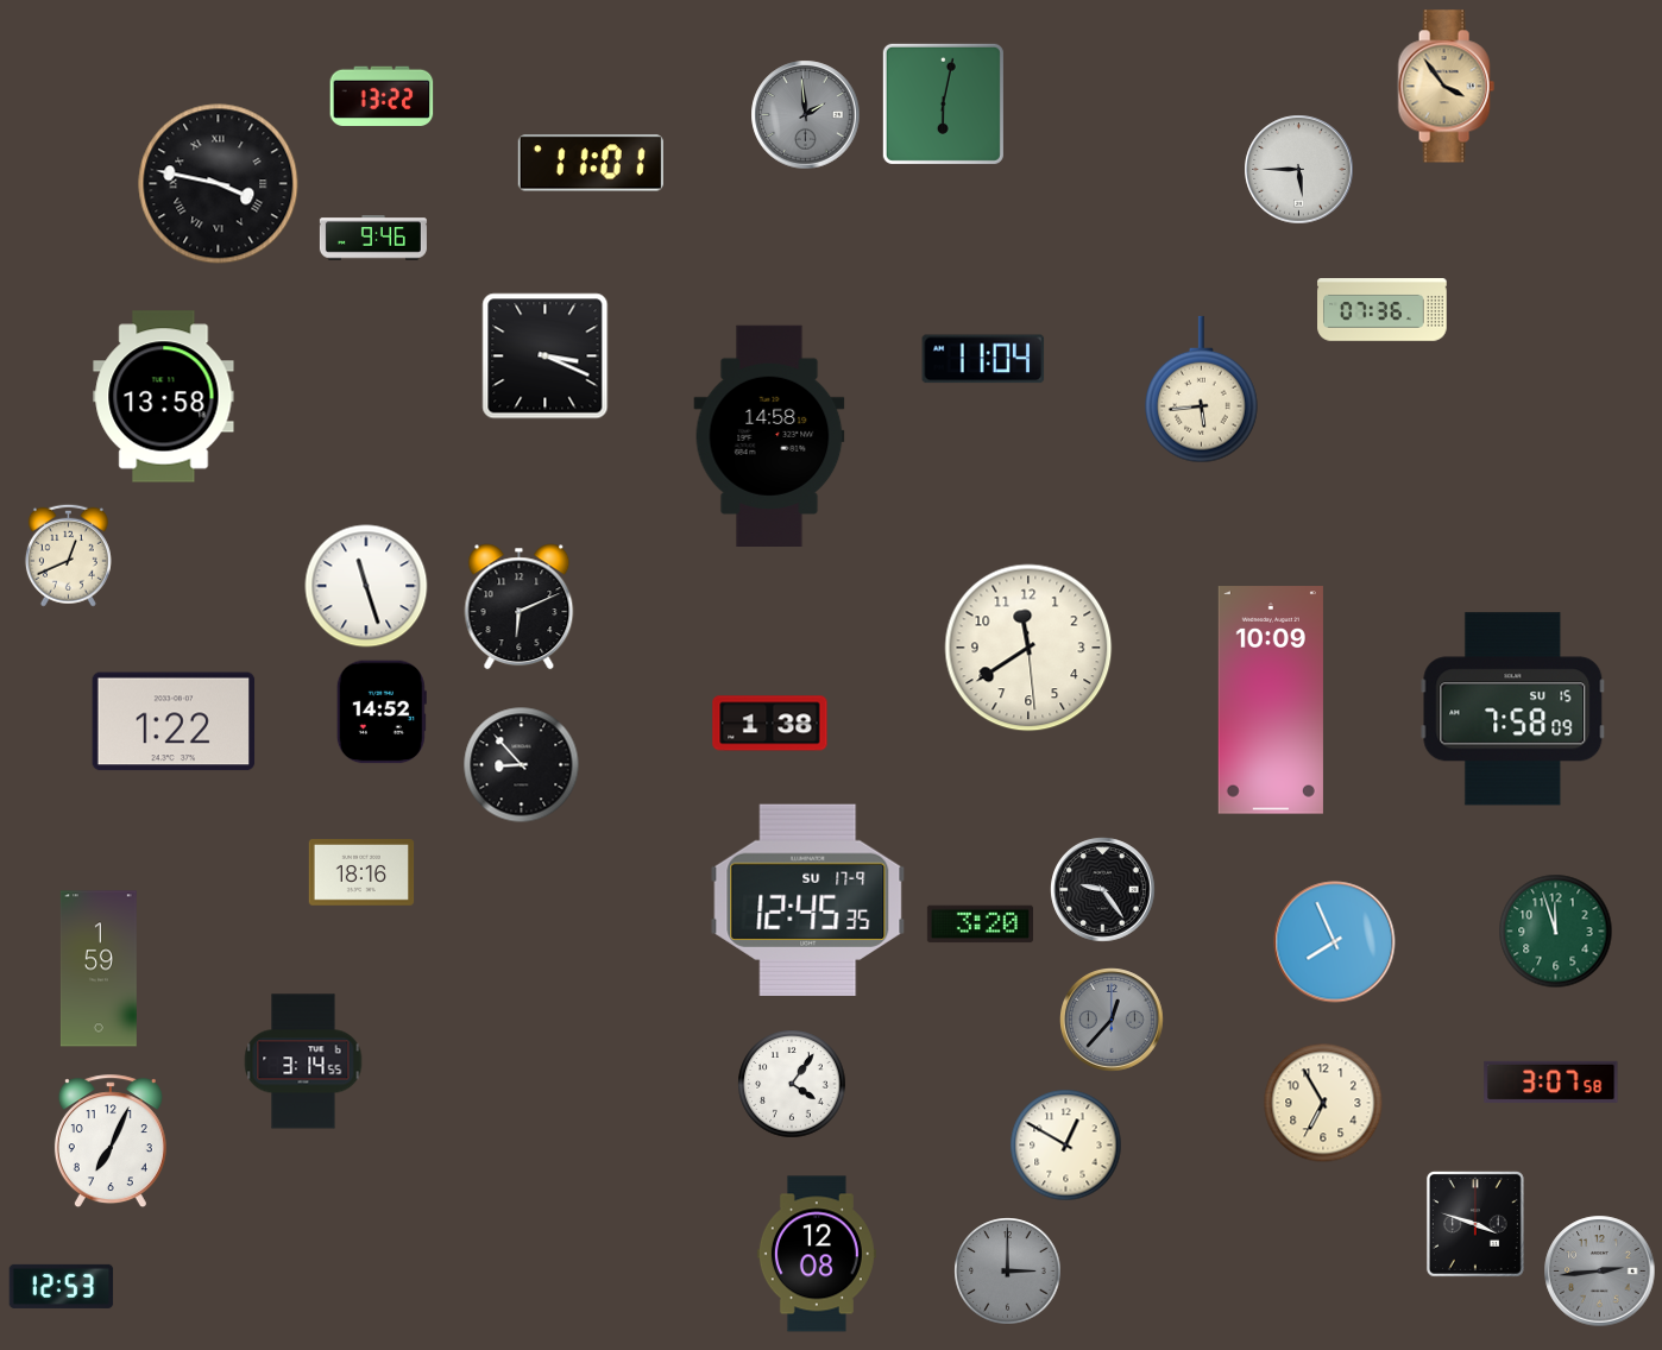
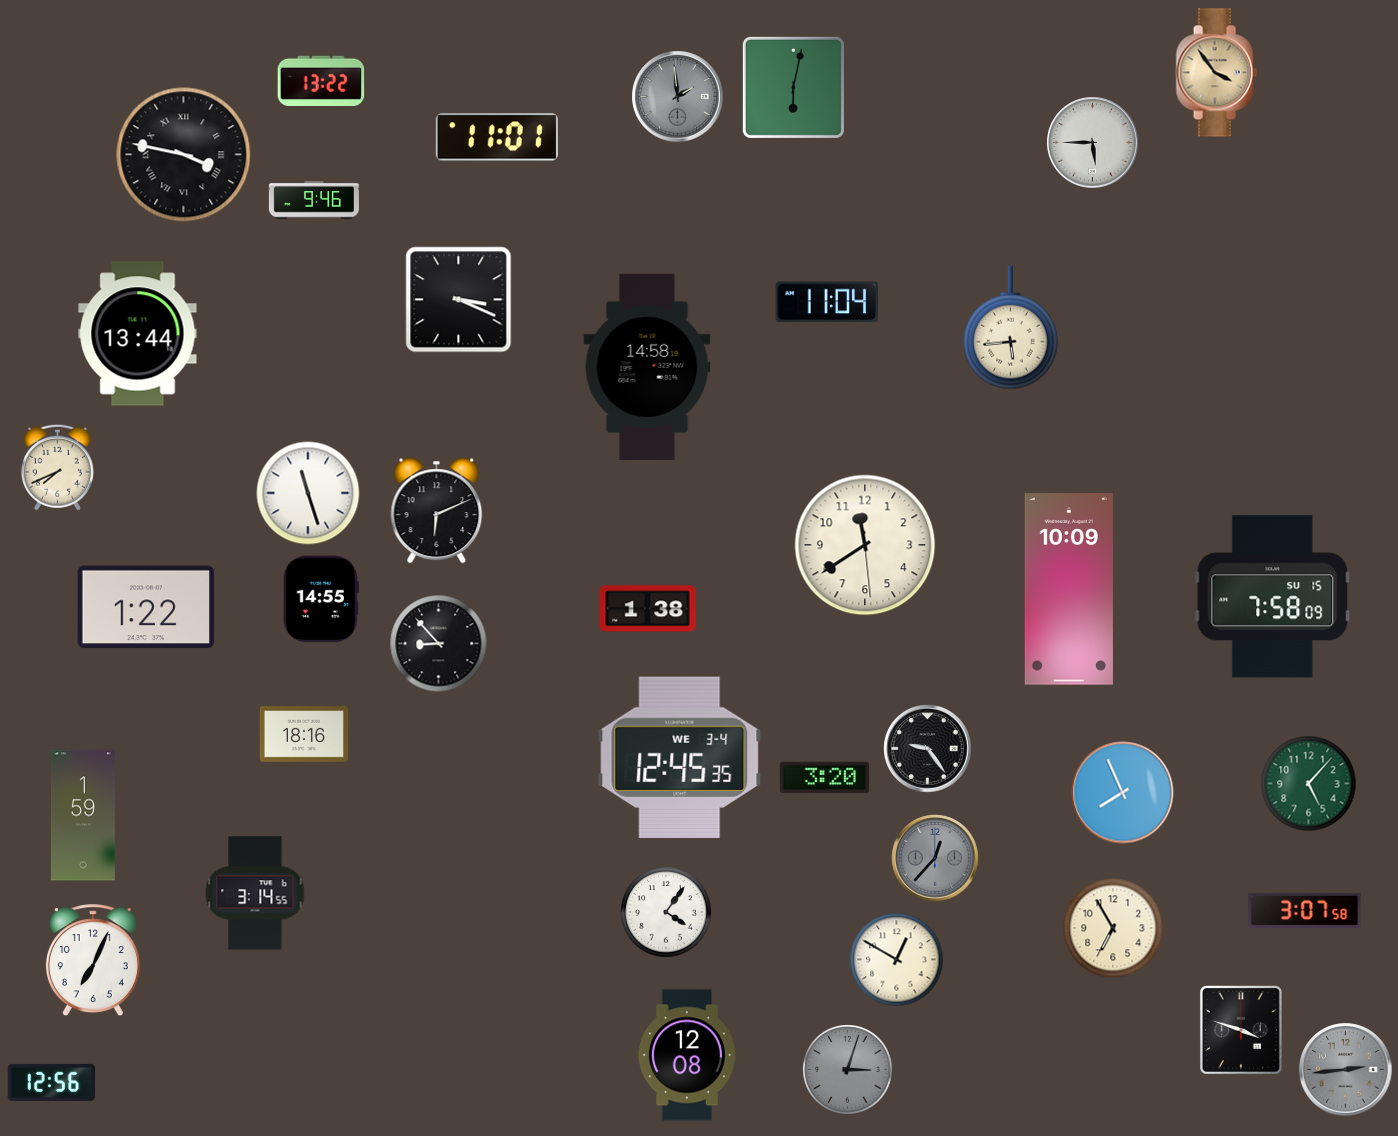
clock at (1383, 310): 07:36 -> none
clock at (164, 397): 13:58 -> 13:44
clock at (68, 555): 12:41 -> 7:41
clock at (382, 712): 14:52 -> 14:55
clock at (808, 900) date: SU 17-9 -> WE 3-4
clock at (1556, 932): 11:57 -> 5:07
clock at (1066, 1146) position: (1066, 1146) -> (897, 960)
clock at (1008, 1272): 3:00 -> 3:03
clock at (62, 1286): 12:53 -> 12:56
